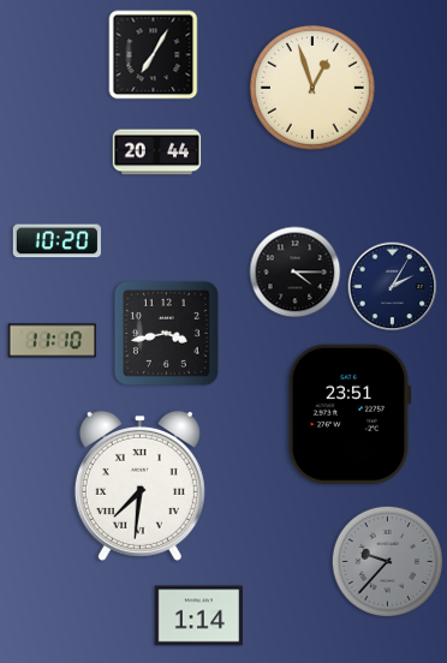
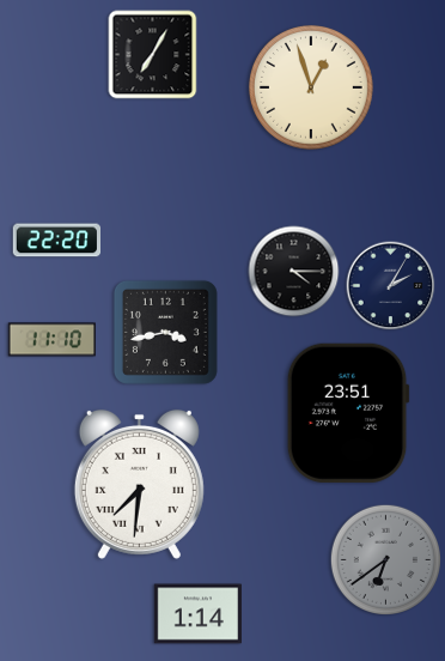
clock at (157, 153): 20:44 -> none
clock at (56, 241): 10:20 -> 22:20
clock at (387, 561): 9:37 -> 6:39
